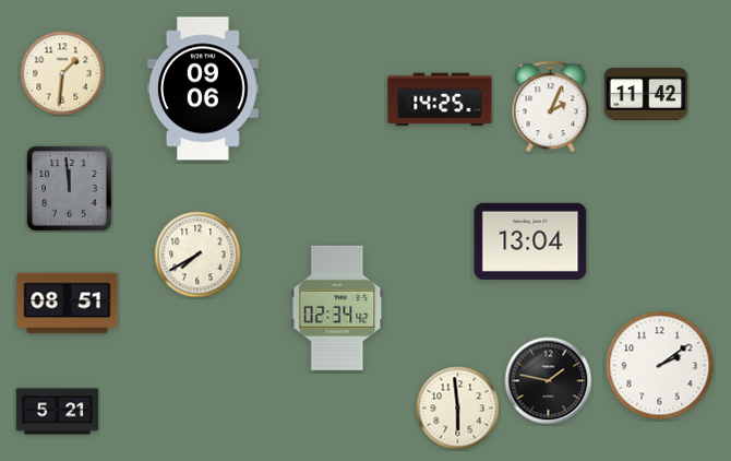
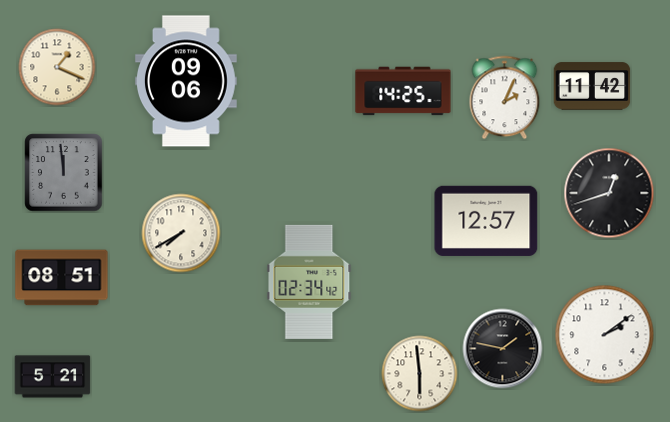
clock at (62, 73): 1:31 -> 1:19
clock at (609, 193): none -> 12:42
clock at (530, 241): 13:04 -> 12:57
